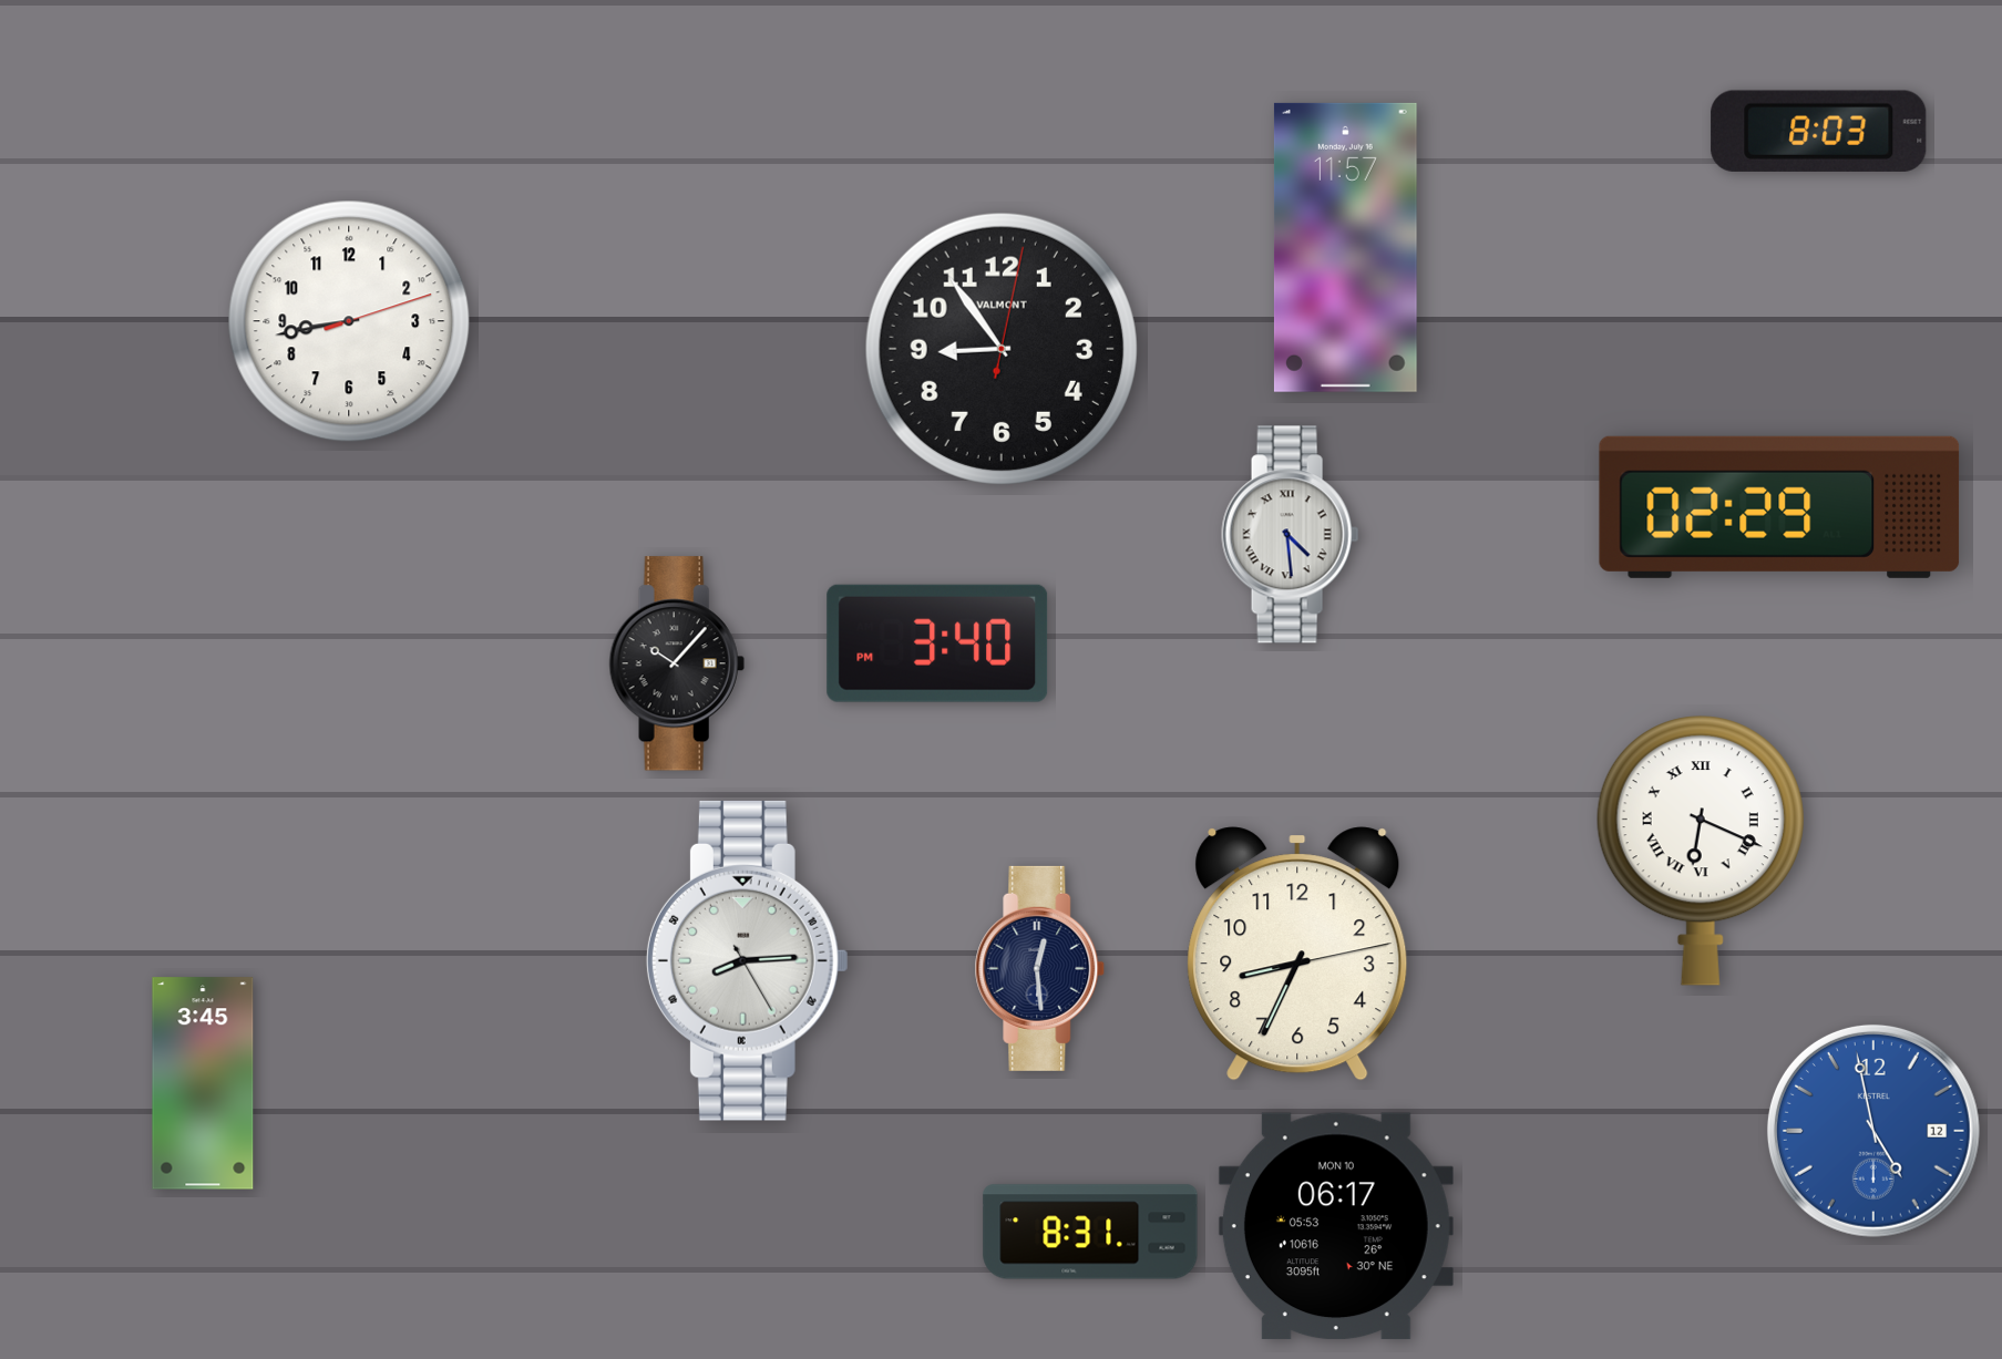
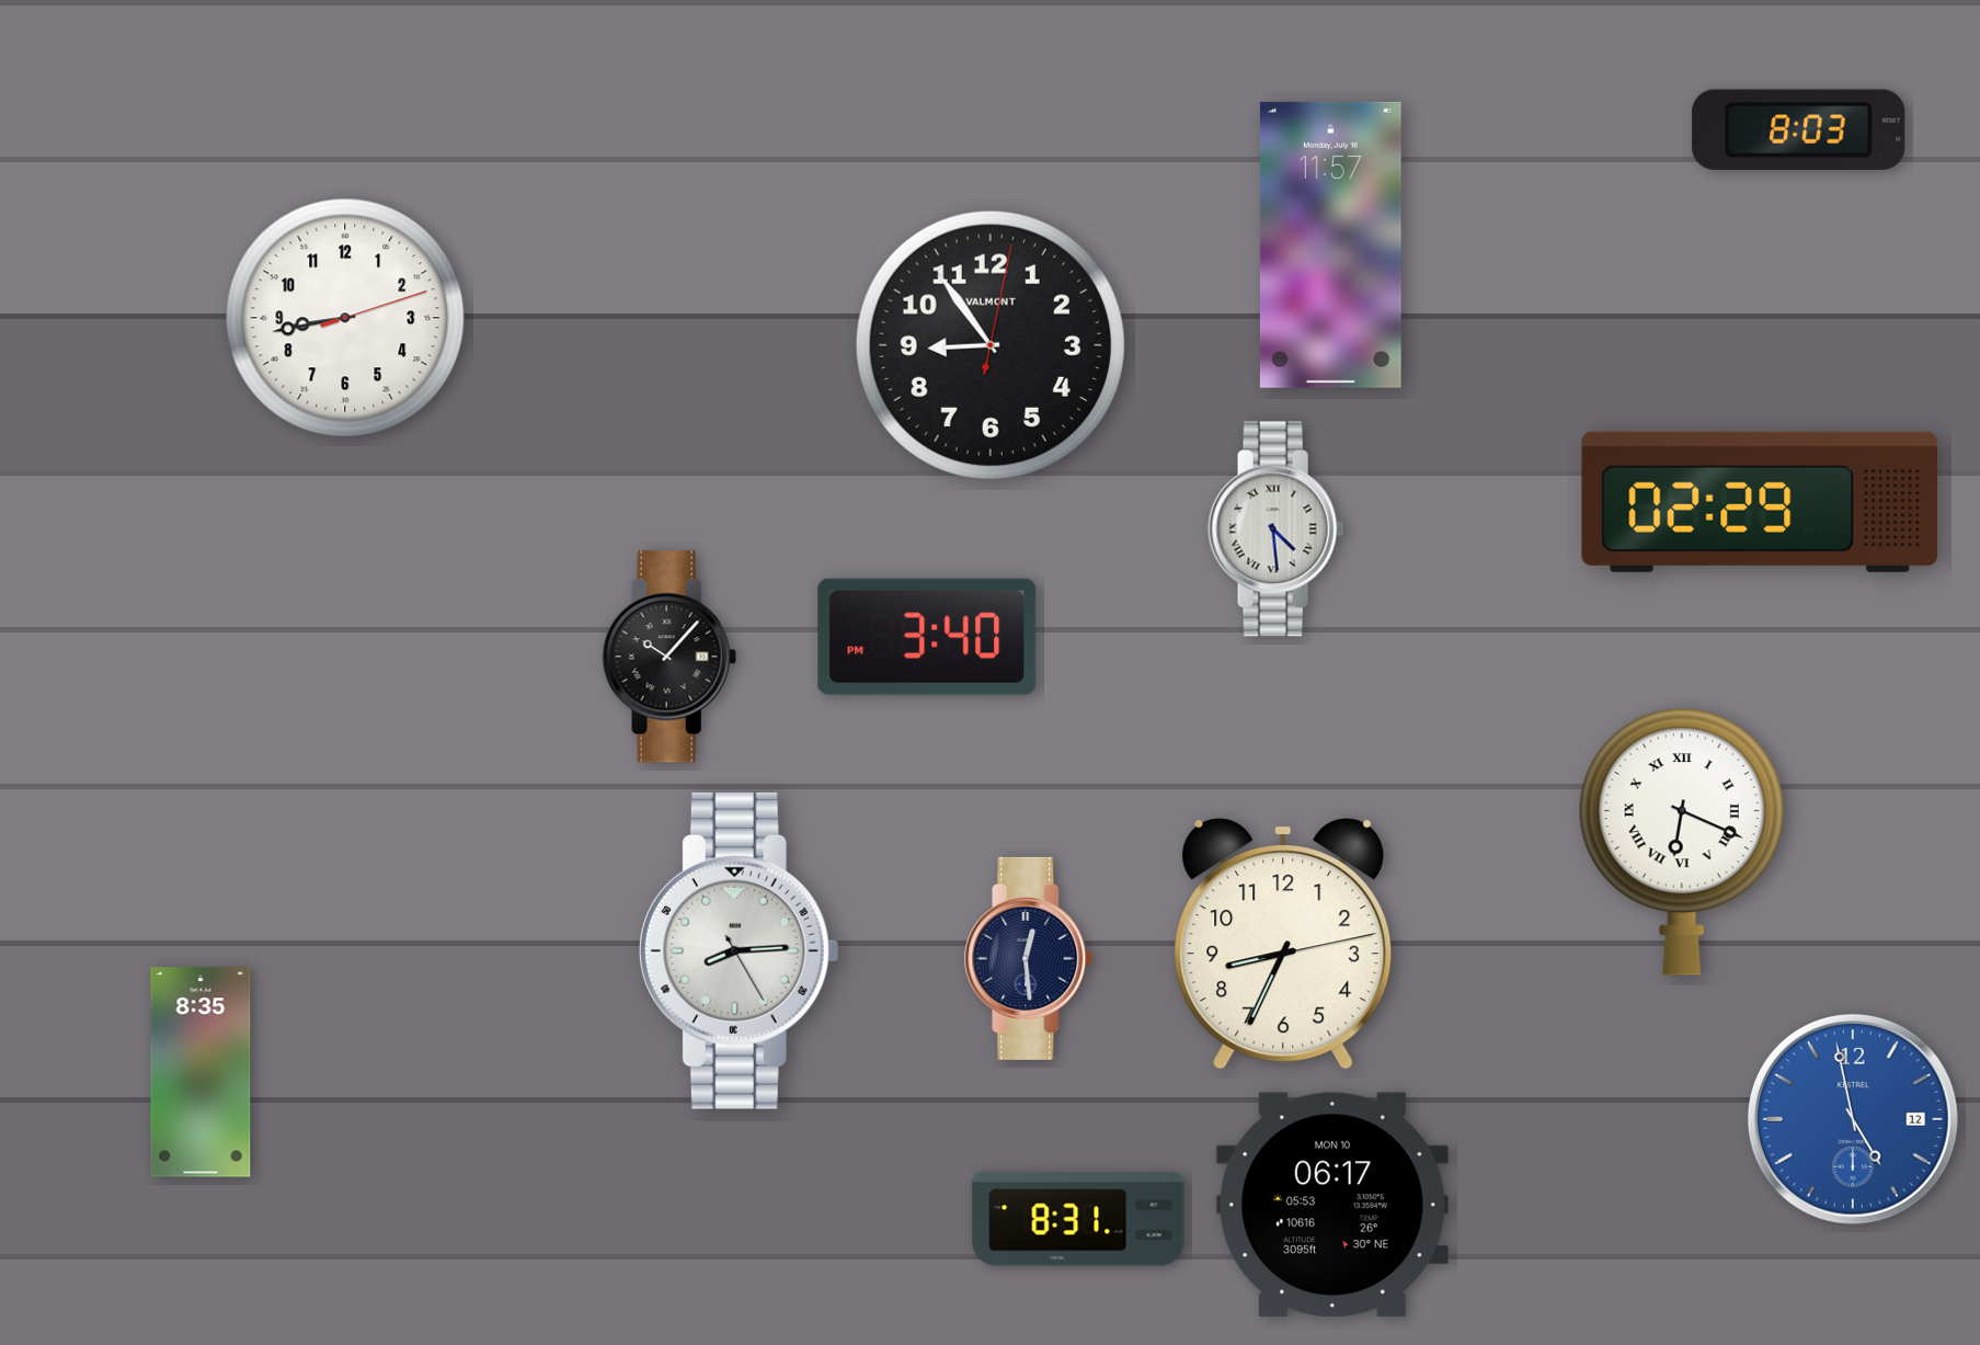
clock at (203, 1083): 3:45 -> 8:35
clock at (1336, 1226) position: (1336, 1226) -> (1332, 1205)
